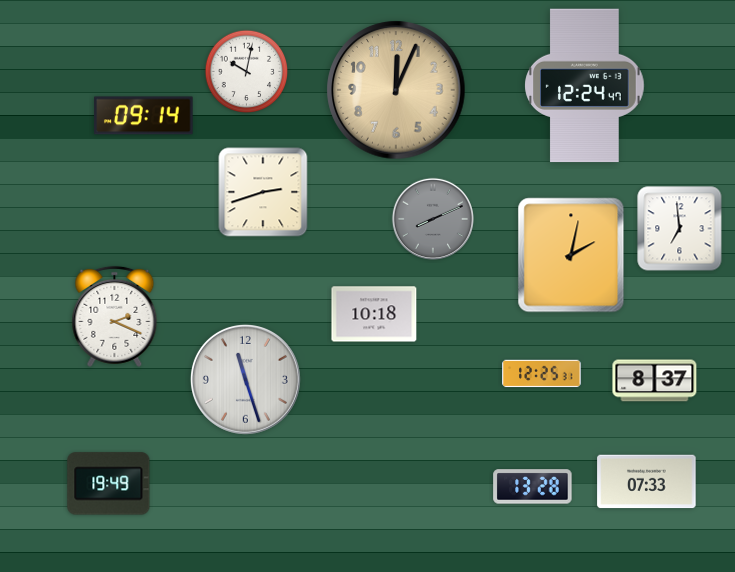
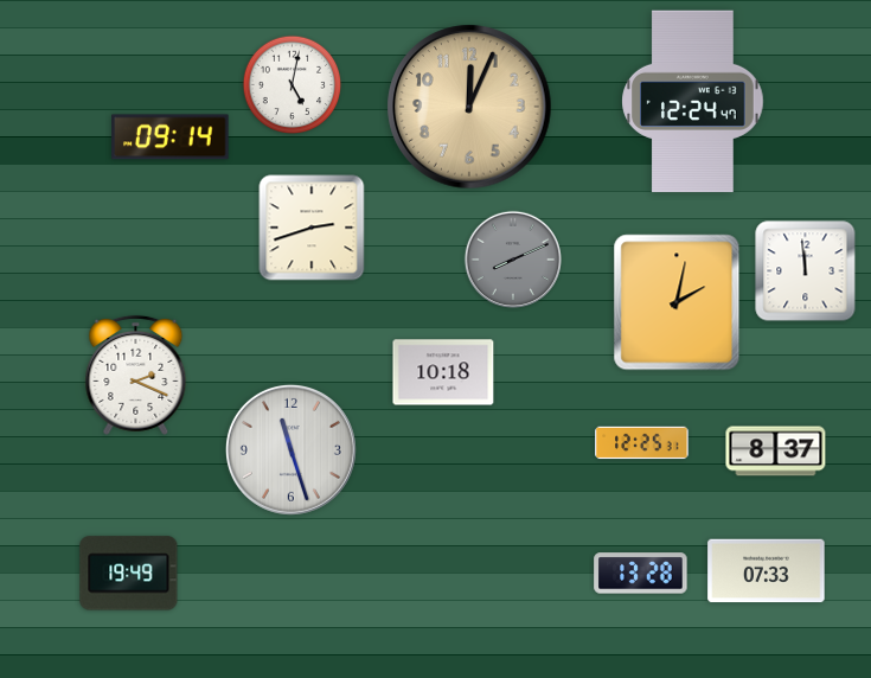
clock at (247, 72): 10:02 -> 5:02
clock at (680, 229): 6:59 -> 11:59
clock at (533, 487) position: (533, 487) -> (641, 574)
